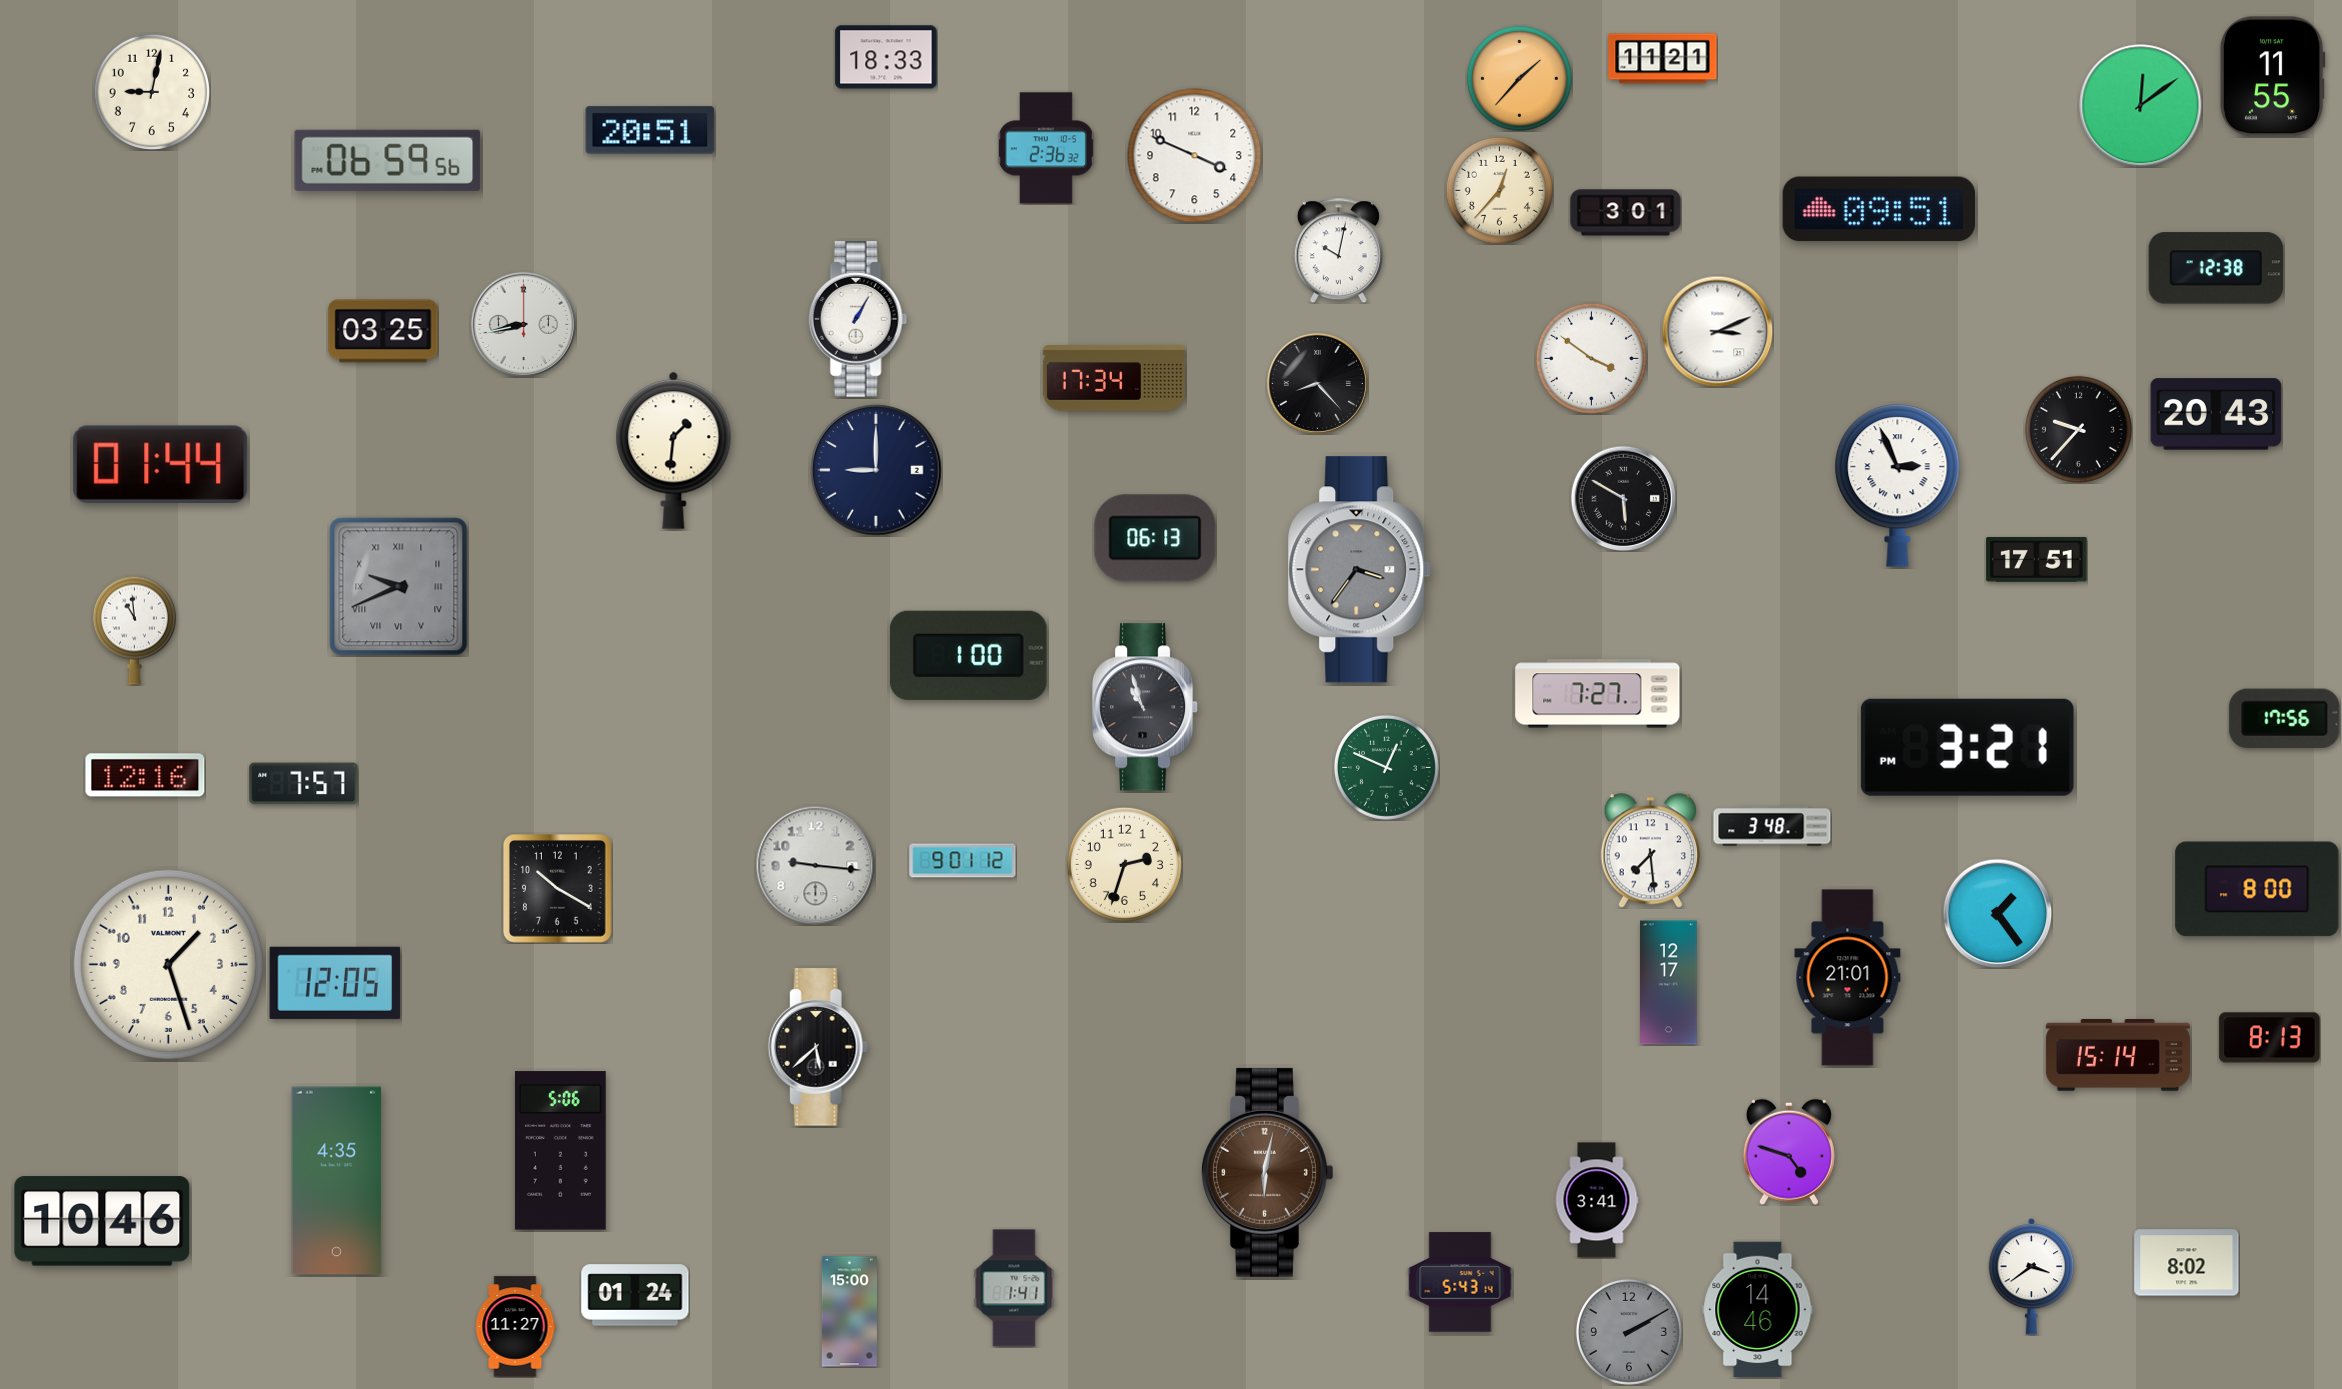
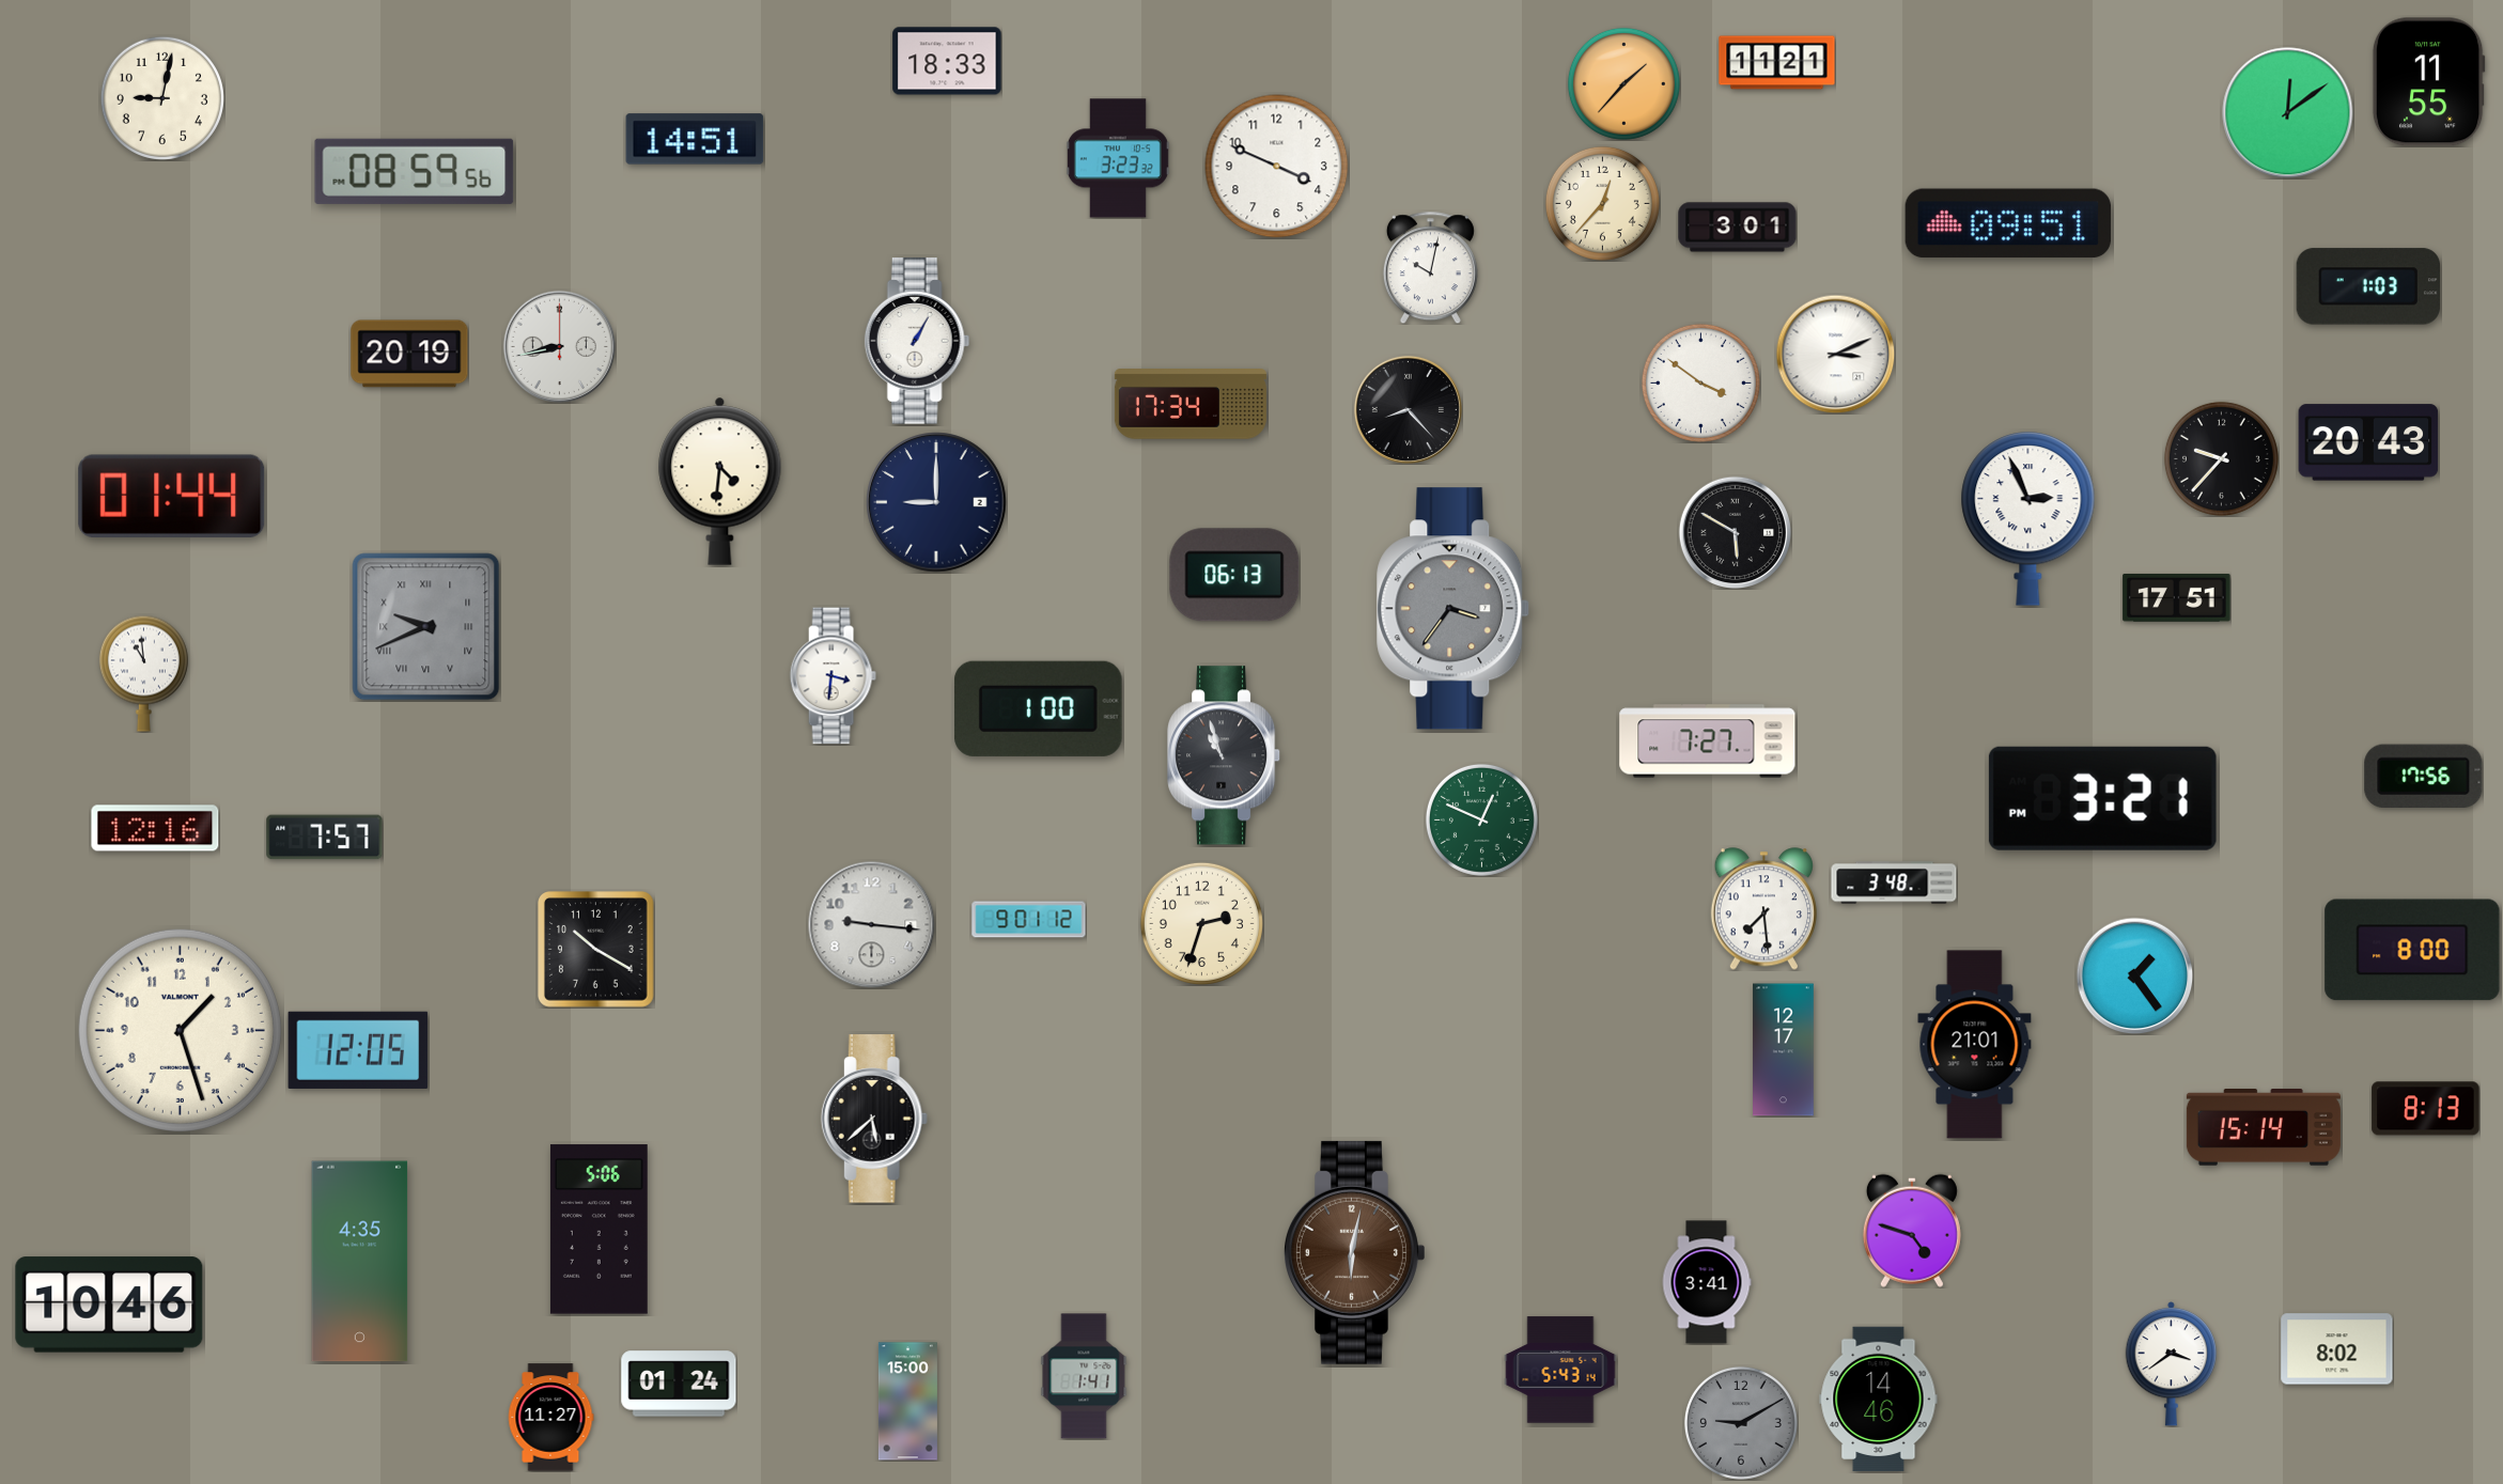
clock at (650, 130): 20:51 -> 14:51
clock at (1046, 148): 2:36 -> 3:23
clock at (388, 160): 06:59 -> 08:59
clock at (2215, 268): 12:38 -> 1:03
clock at (383, 331): 03:25 -> 20:19
clock at (674, 450): 1:31 -> 4:31
clock at (833, 676): none -> 3:31
clock at (968, 655) position: (968, 655) -> (1038, 708)
clock at (2285, 718) position: (2285, 718) -> (2424, 776)
clock at (1629, 1332): 2:10 -> 9:10
